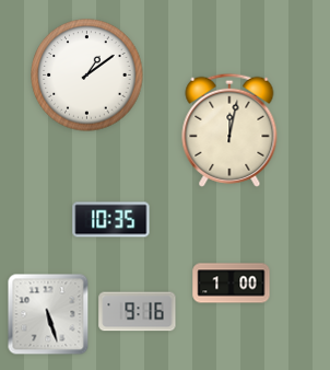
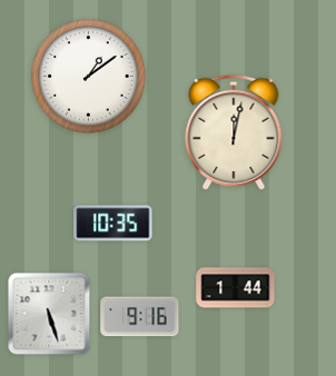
clock at (232, 284): 1:00 -> 1:44
clock at (48, 314) position: (48, 314) -> (49, 314)
